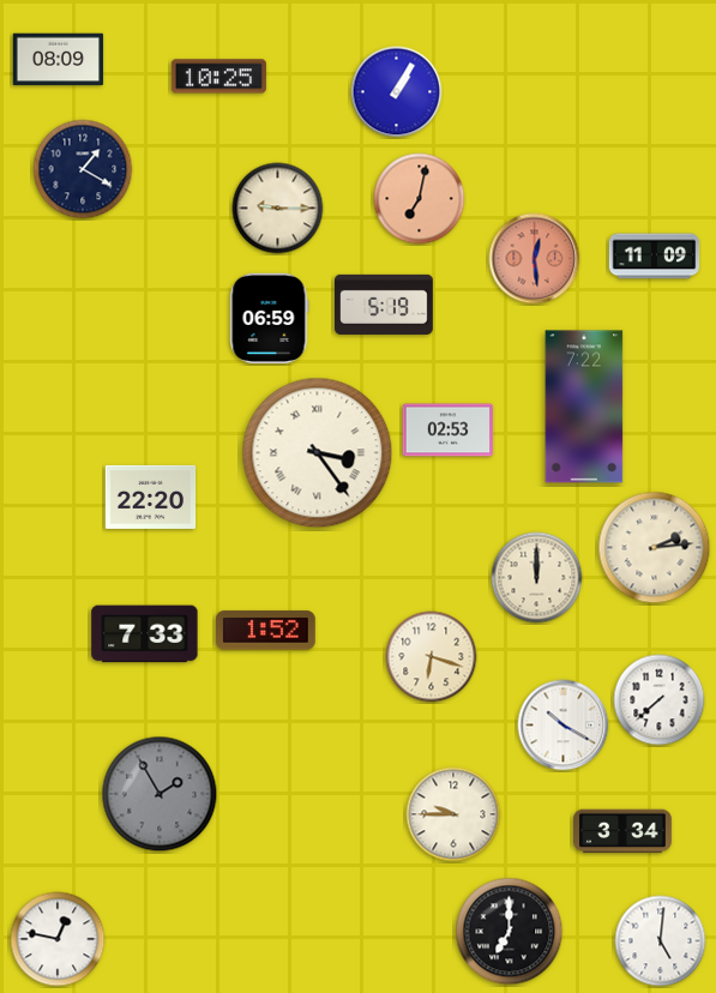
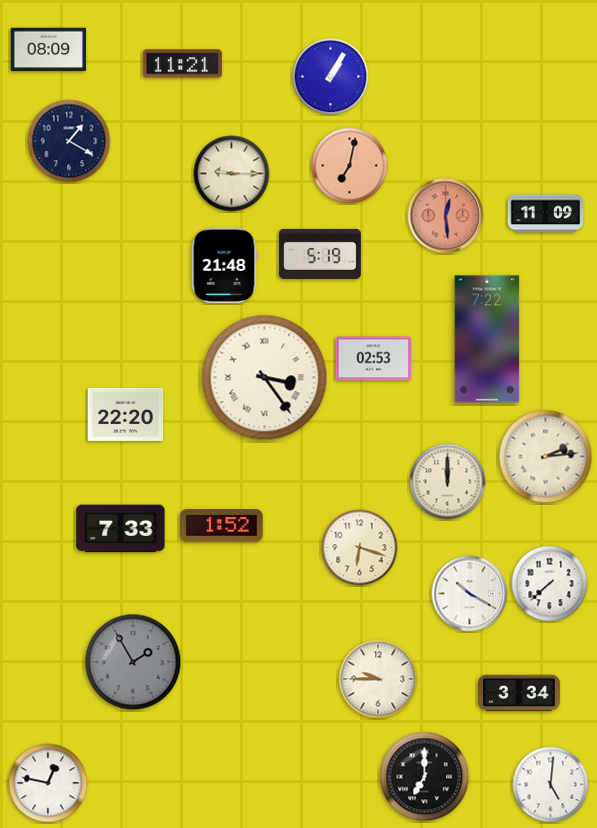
clock at (218, 77): 10:25 -> 11:21
clock at (270, 319): 06:59 -> 21:48
clock at (564, 726) position: (564, 726) -> (470, 594)
